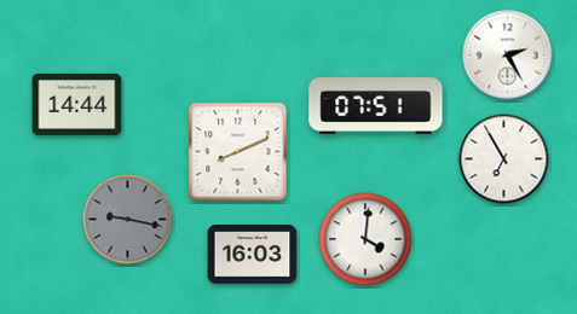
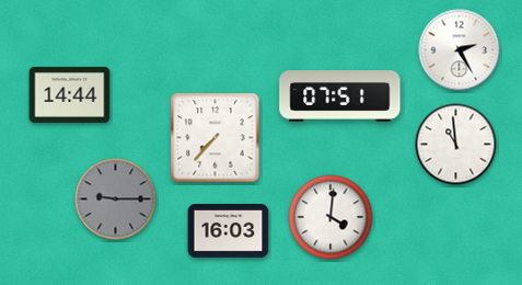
clock at (238, 152): 8:11 -> 7:37
clock at (504, 159): 6:55 -> 10:59
clock at (128, 220): 9:17 -> 9:15
